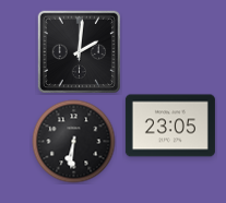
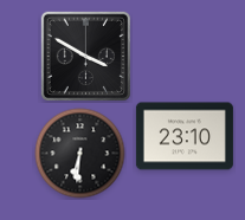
clock at (79, 51): 2:01 -> 3:50
clock at (170, 126): 23:05 -> 23:10
